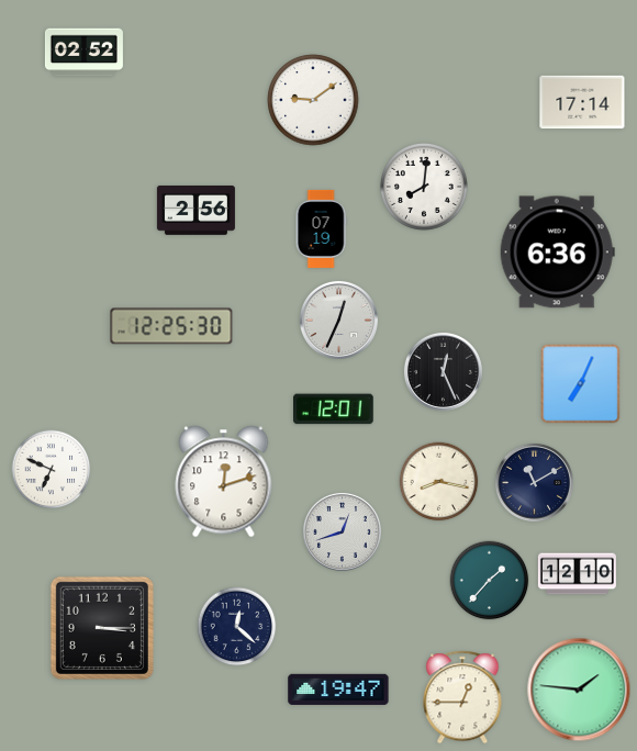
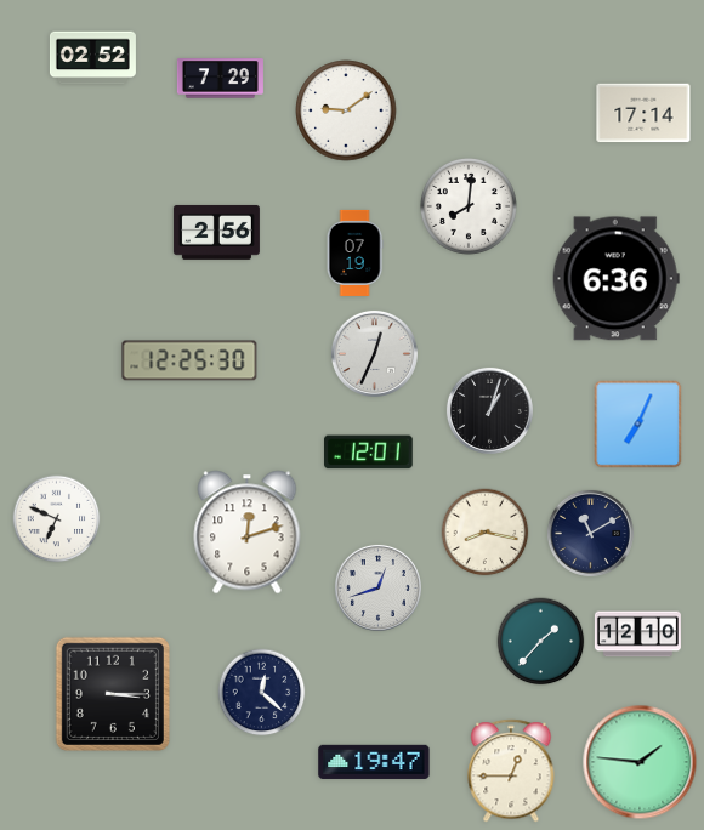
clock at (220, 79): none -> 7:29
clock at (443, 371): 12:26 -> 1:03
clock at (581, 384) position: (581, 384) -> (638, 425)
